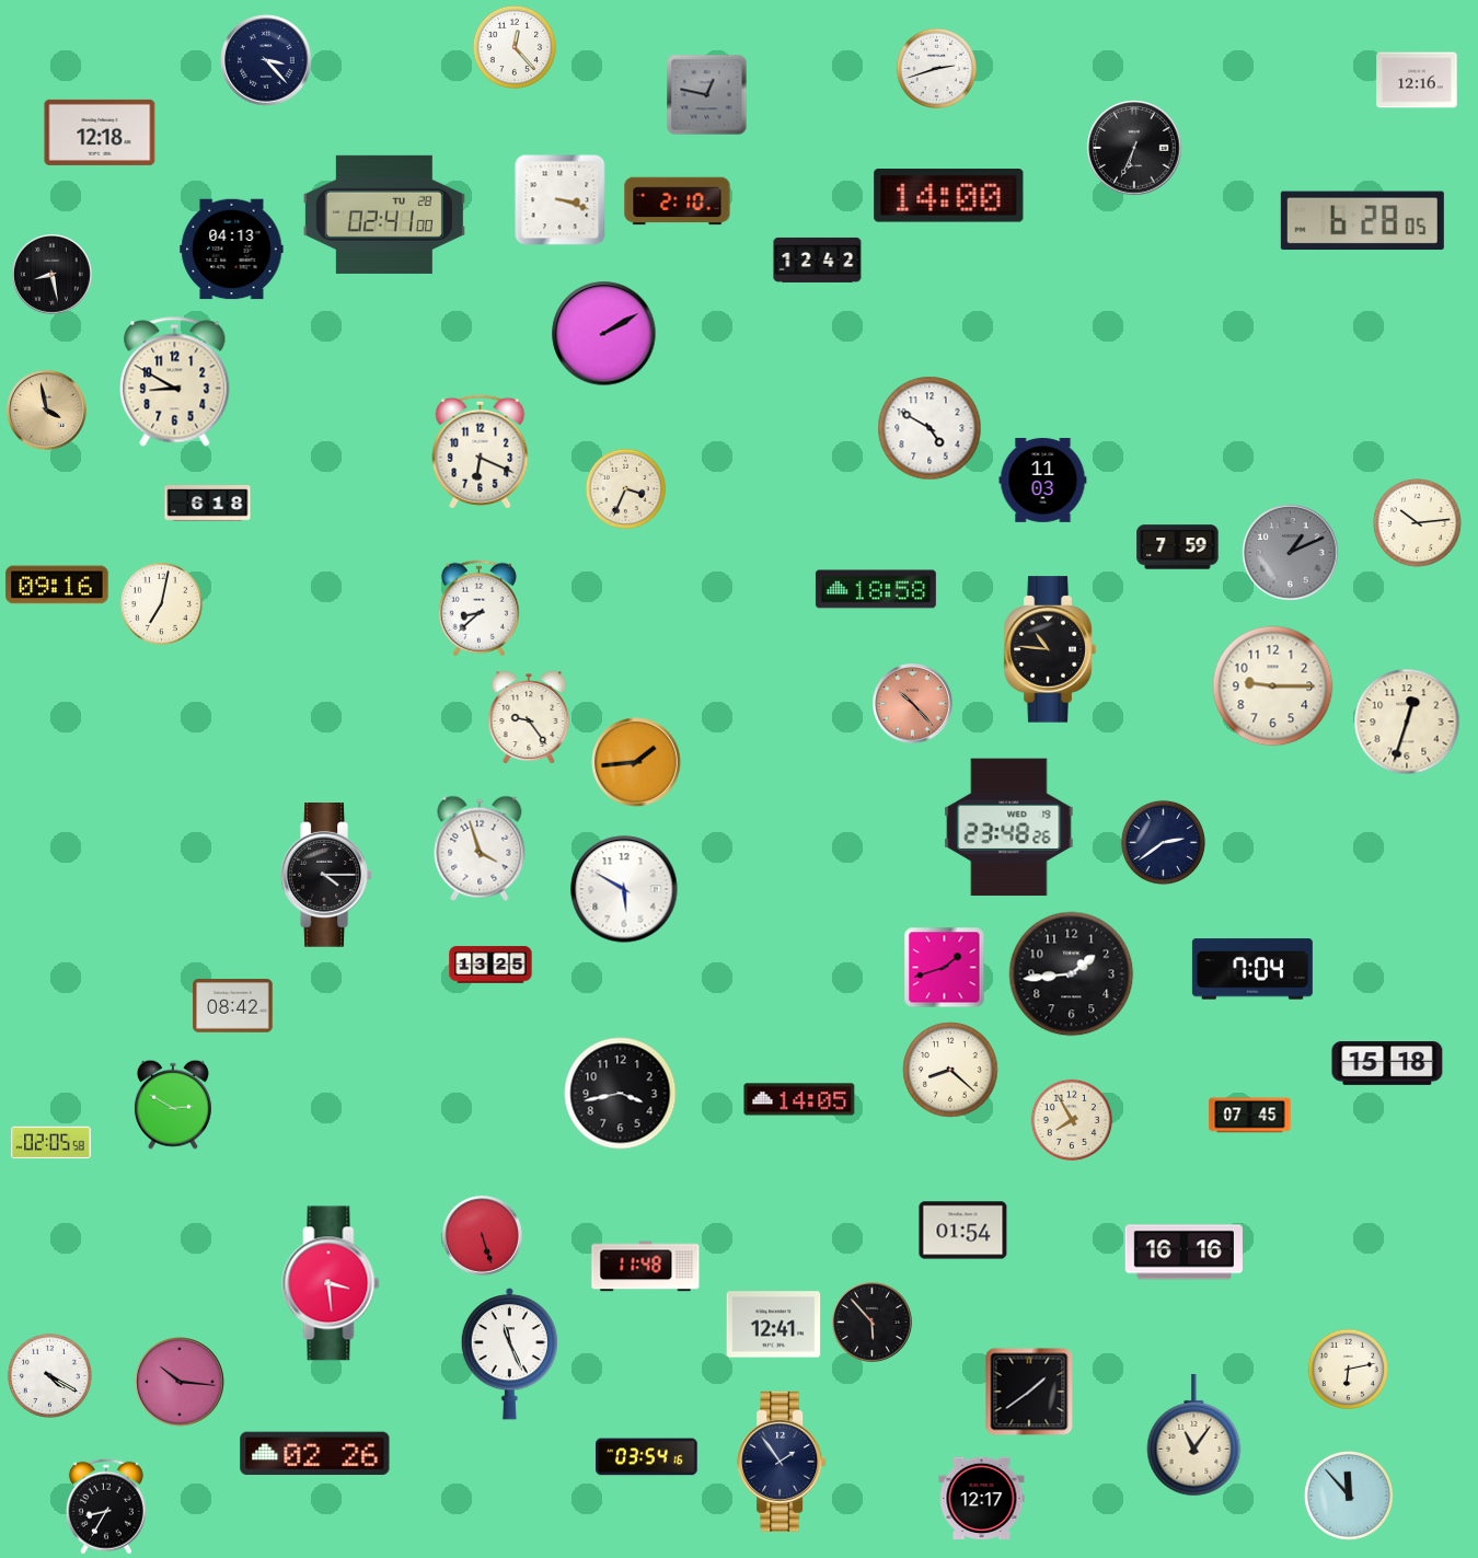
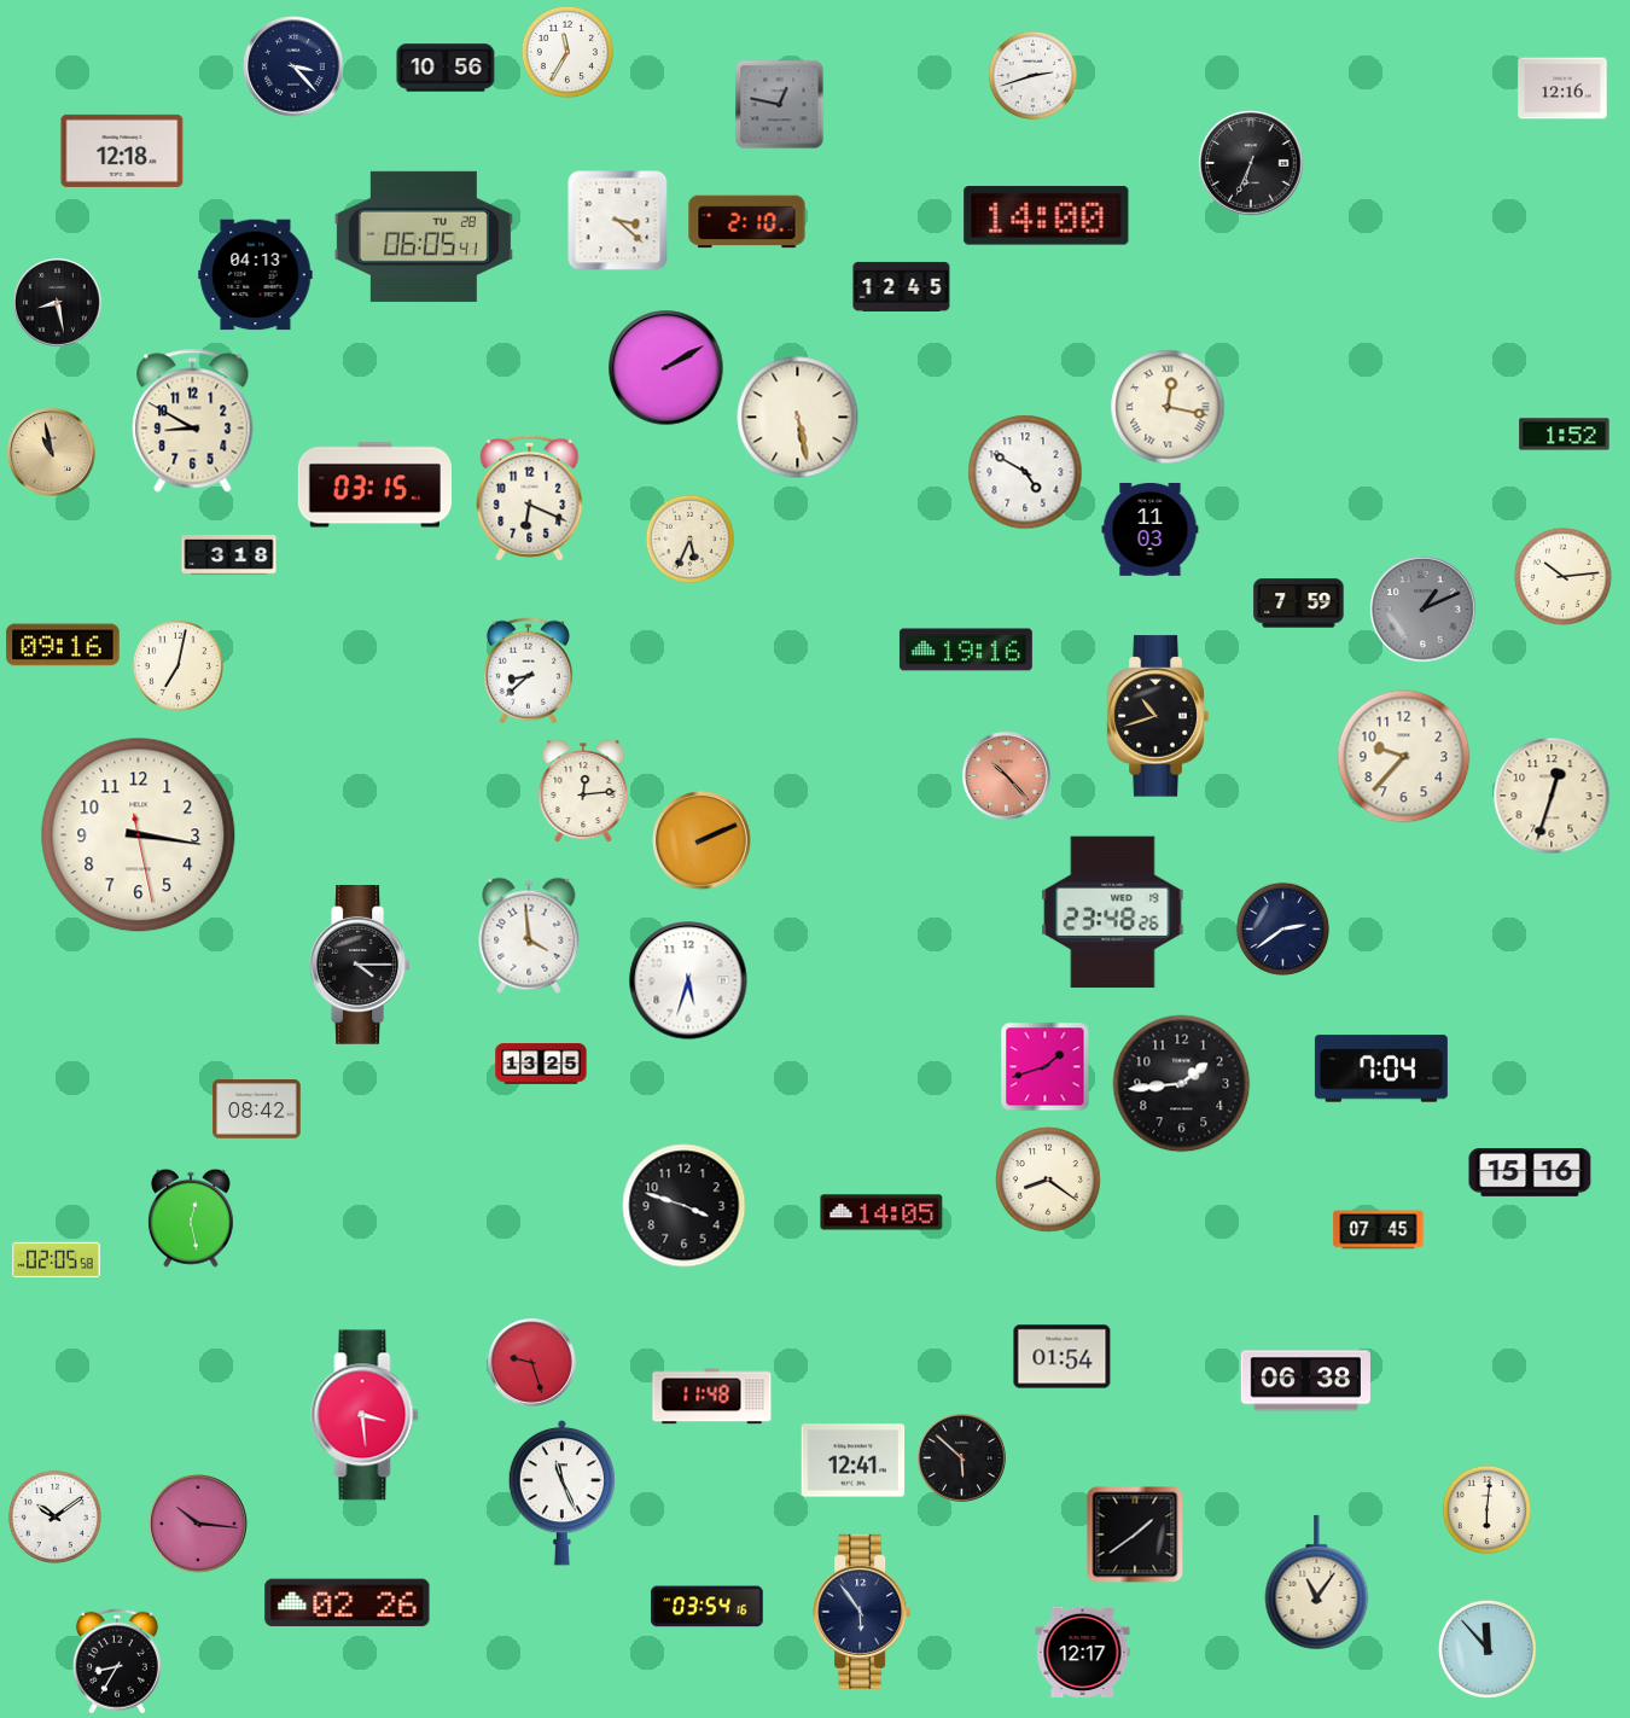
clock at (515, 47): 12:23 -> 11:35
clock at (446, 68): none -> 10:56
clock at (100, 132) position: (100, 132) -> (122, 151)
clock at (561, 200): 3:18 -> 3:22
clock at (384, 215): 02:41 -> 06:05
clock at (1362, 221): 6:28 -> none
clock at (818, 259): 12:42 -> 12:45
clock at (1168, 407): none -> 12:17
clock at (798, 418): none -> 5:28
clock at (1565, 435): none -> 1:52
clock at (47, 411): 3:58 -> 10:58
clock at (374, 485): none -> 03:15
clock at (626, 489): 3:34 -> 5:34
clock at (208, 504): 6:18 -> 3:18
clock at (876, 589): 18:58 -> 19:16
clock at (1050, 649): 10:46 -> 10:42
clock at (1273, 686): 9:15 -> 9:37
clock at (529, 717): 9:24 -> 12:14
clock at (139, 835): none -> 3:16
clock at (636, 762): 1:44 -> 2:11
clock at (480, 849): 3:57 -> 3:59
clock at (624, 889): 5:50 -> 5:33
clock at (945, 968) position: (945, 968) -> (1046, 1067)
clock at (1072, 974) position: (1072, 974) -> (1182, 1084)
clock at (1387, 1064): 15:18 -> 15:16
clock at (950, 1070): 8:22 -> 8:21
clock at (621, 1094): 3:43 -> 3:48
clock at (173, 1105): 2:50 -> 12:28
clock at (1071, 1119): 7:55 -> none
clock at (483, 1236): 5:27 -> 9:27
clock at (1183, 1253): 16:16 -> 06:38
clock at (873, 1323): 5:53 -> 5:52
clock at (1349, 1370): 6:13 -> 6:01
clock at (49, 1375): 4:20 -> 10:09
clock at (647, 1457) position: (647, 1457) -> (708, 1607)
clock at (782, 1462): 1:54 -> 5:54
